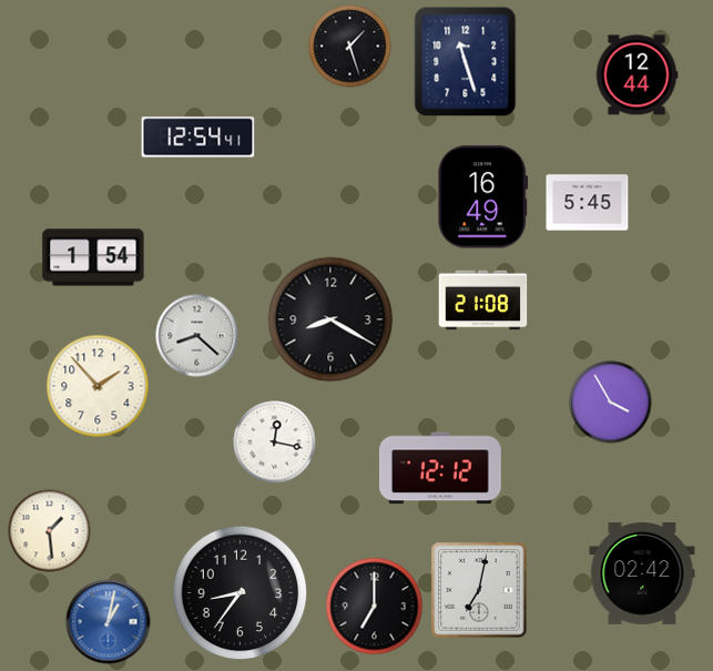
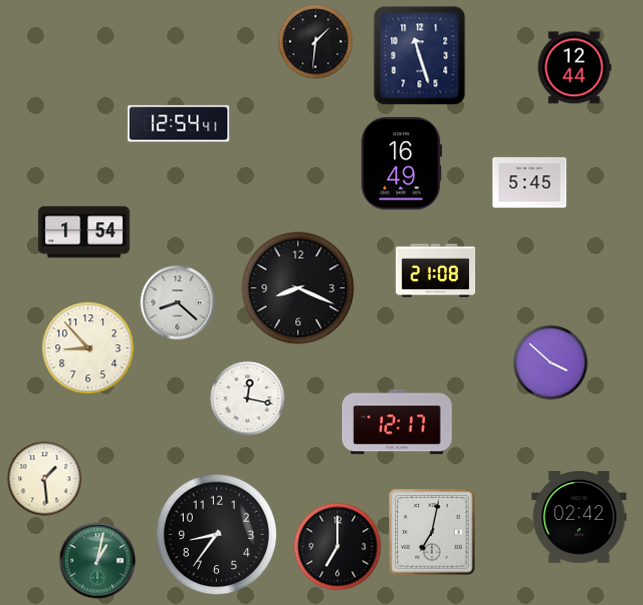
clock at (350, 47): 1:27 -> 1:31
clock at (483, 197) position: (483, 197) -> (402, 164)
clock at (330, 319): 8:20 -> 8:19
clock at (98, 386): 1:53 -> 8:53
clock at (611, 403): 3:55 -> 3:52
clock at (440, 468): 12:12 -> 12:17
clock at (109, 622) dial: blue -> green
